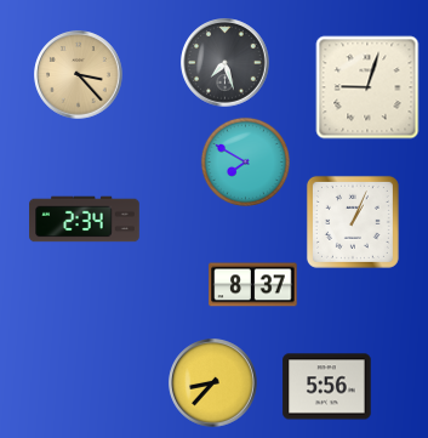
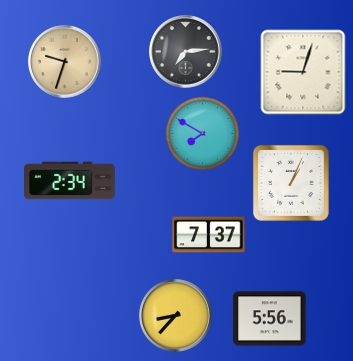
clock at (226, 63): 7:27 -> 7:14
clock at (79, 75): 3:23 -> 9:33
clock at (253, 285): 8:37 -> 7:37
